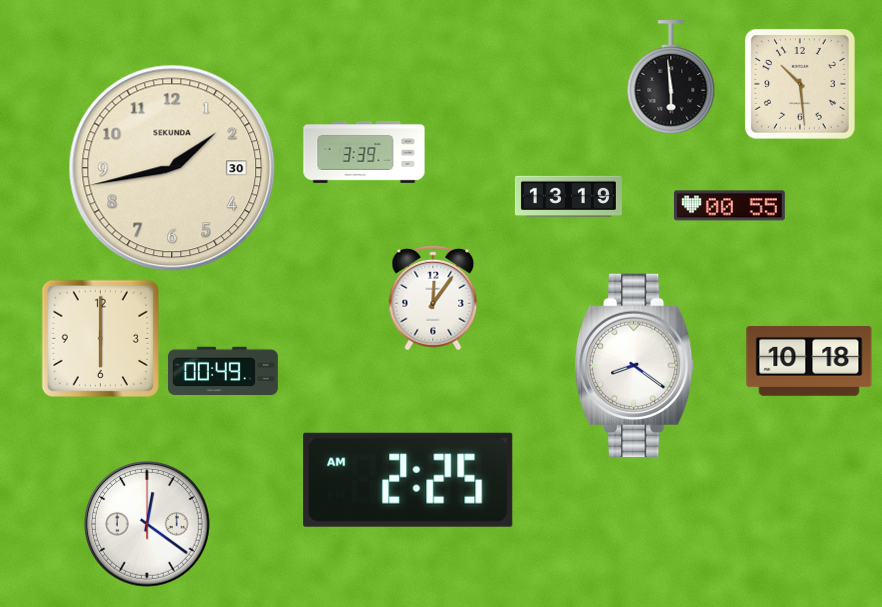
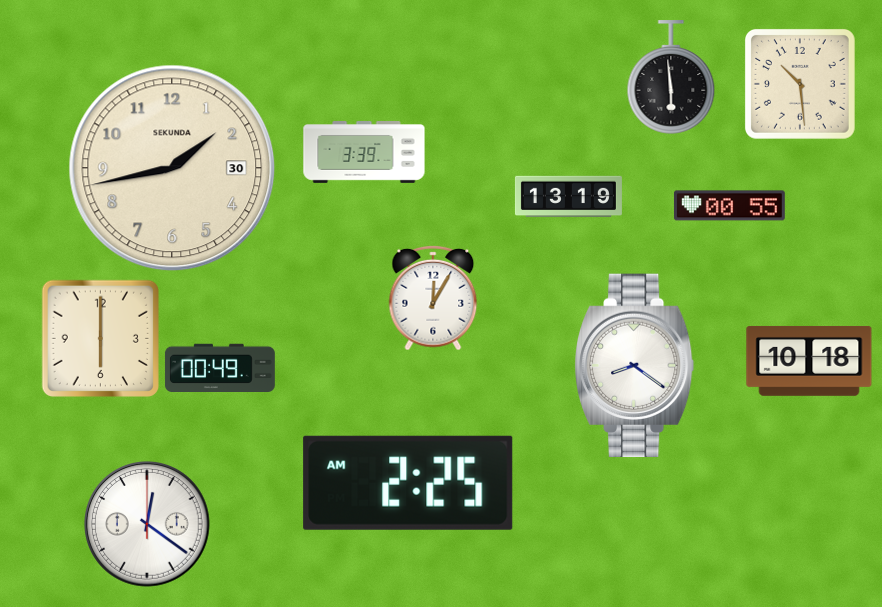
clock at (433, 298): 12:06 -> 12:05
clock at (223, 371) position: (223, 371) -> (220, 368)
clock at (408, 480) position: (408, 480) -> (408, 483)
